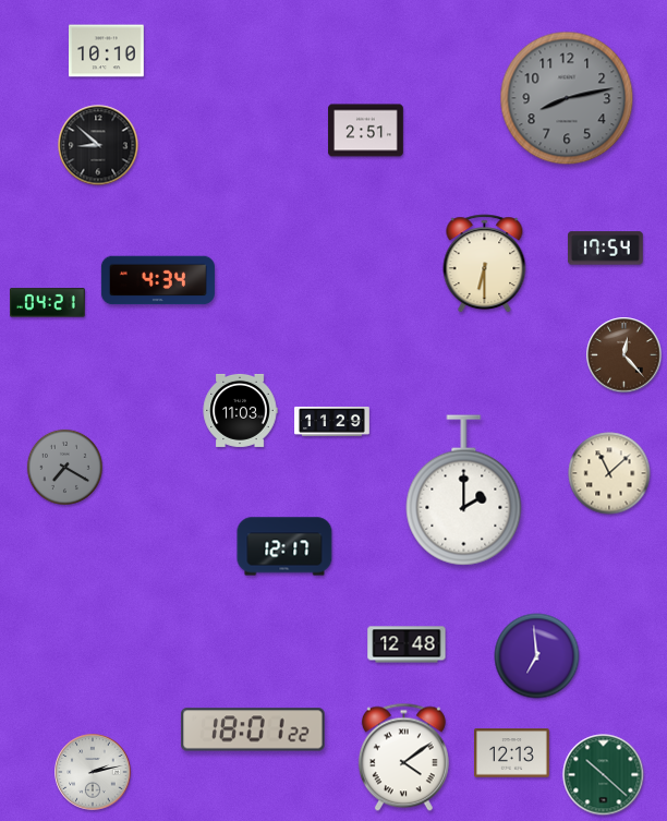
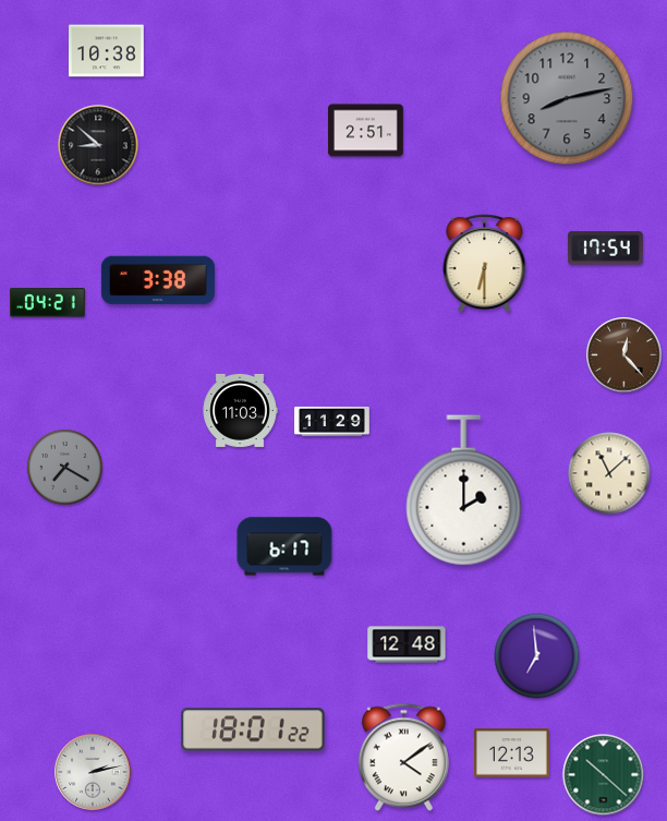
clock at (107, 51): 10:10 -> 10:38
clock at (158, 280): 4:34 -> 3:38
clock at (284, 546): 12:17 -> 6:17
